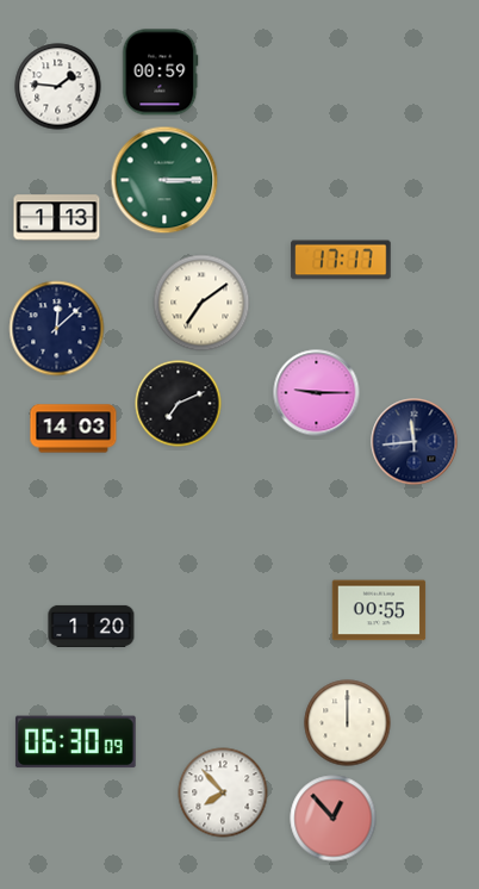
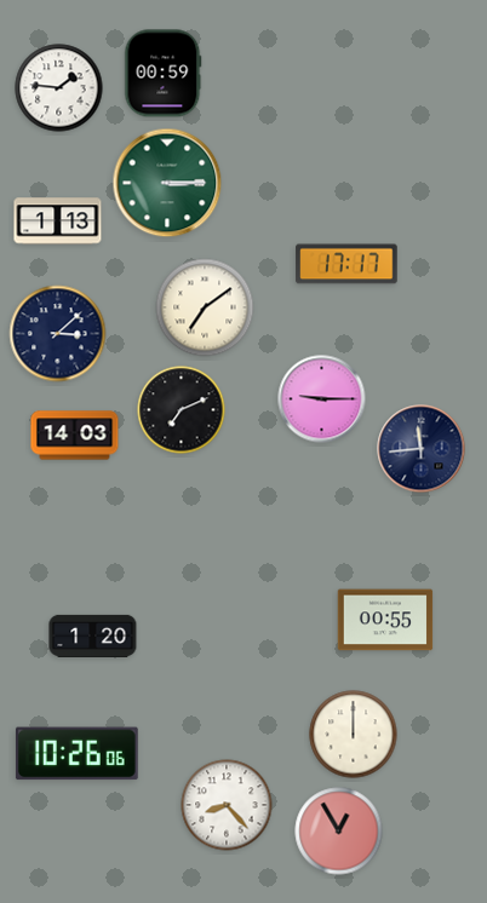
clock at (57, 329): 12:08 -> 3:08
clock at (75, 742): 06:30 -> 10:26
clock at (223, 792): 7:53 -> 8:23
clock at (334, 819): 12:53 -> 12:55
